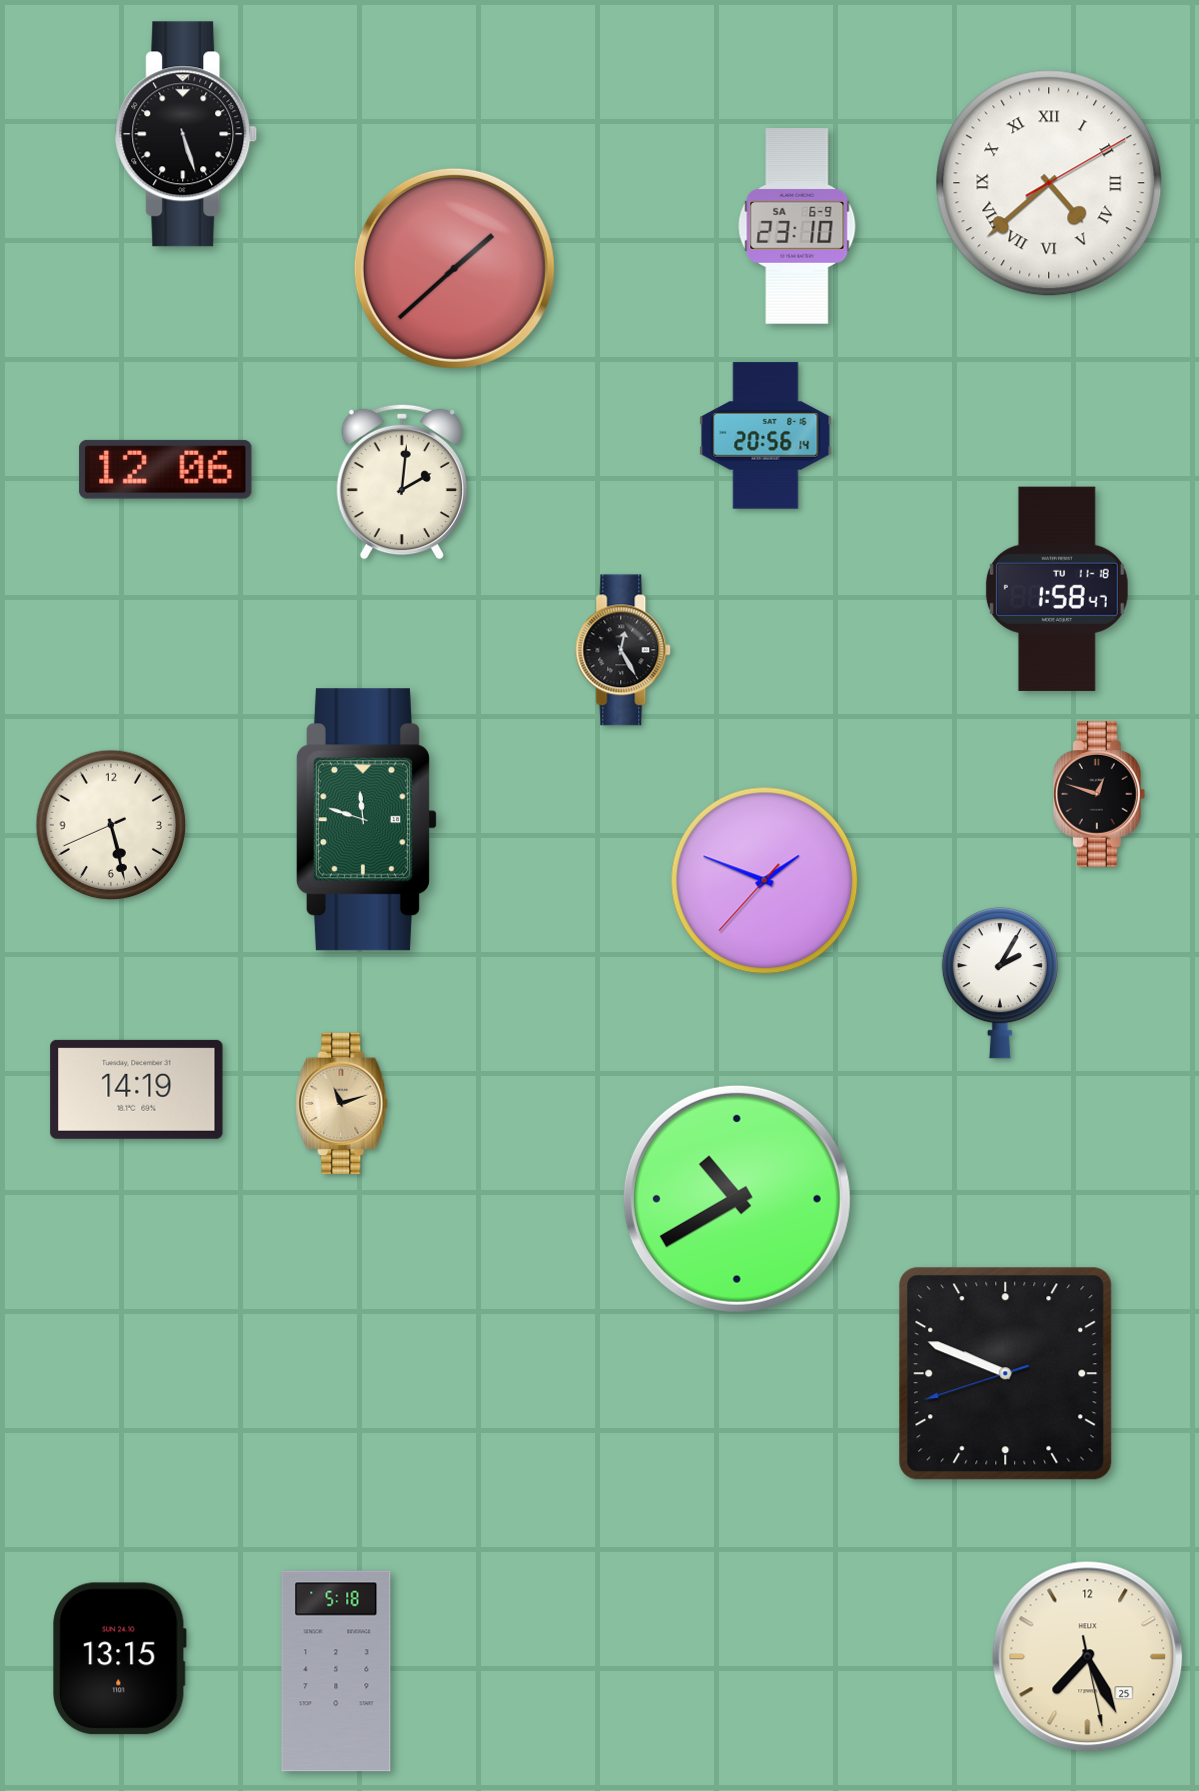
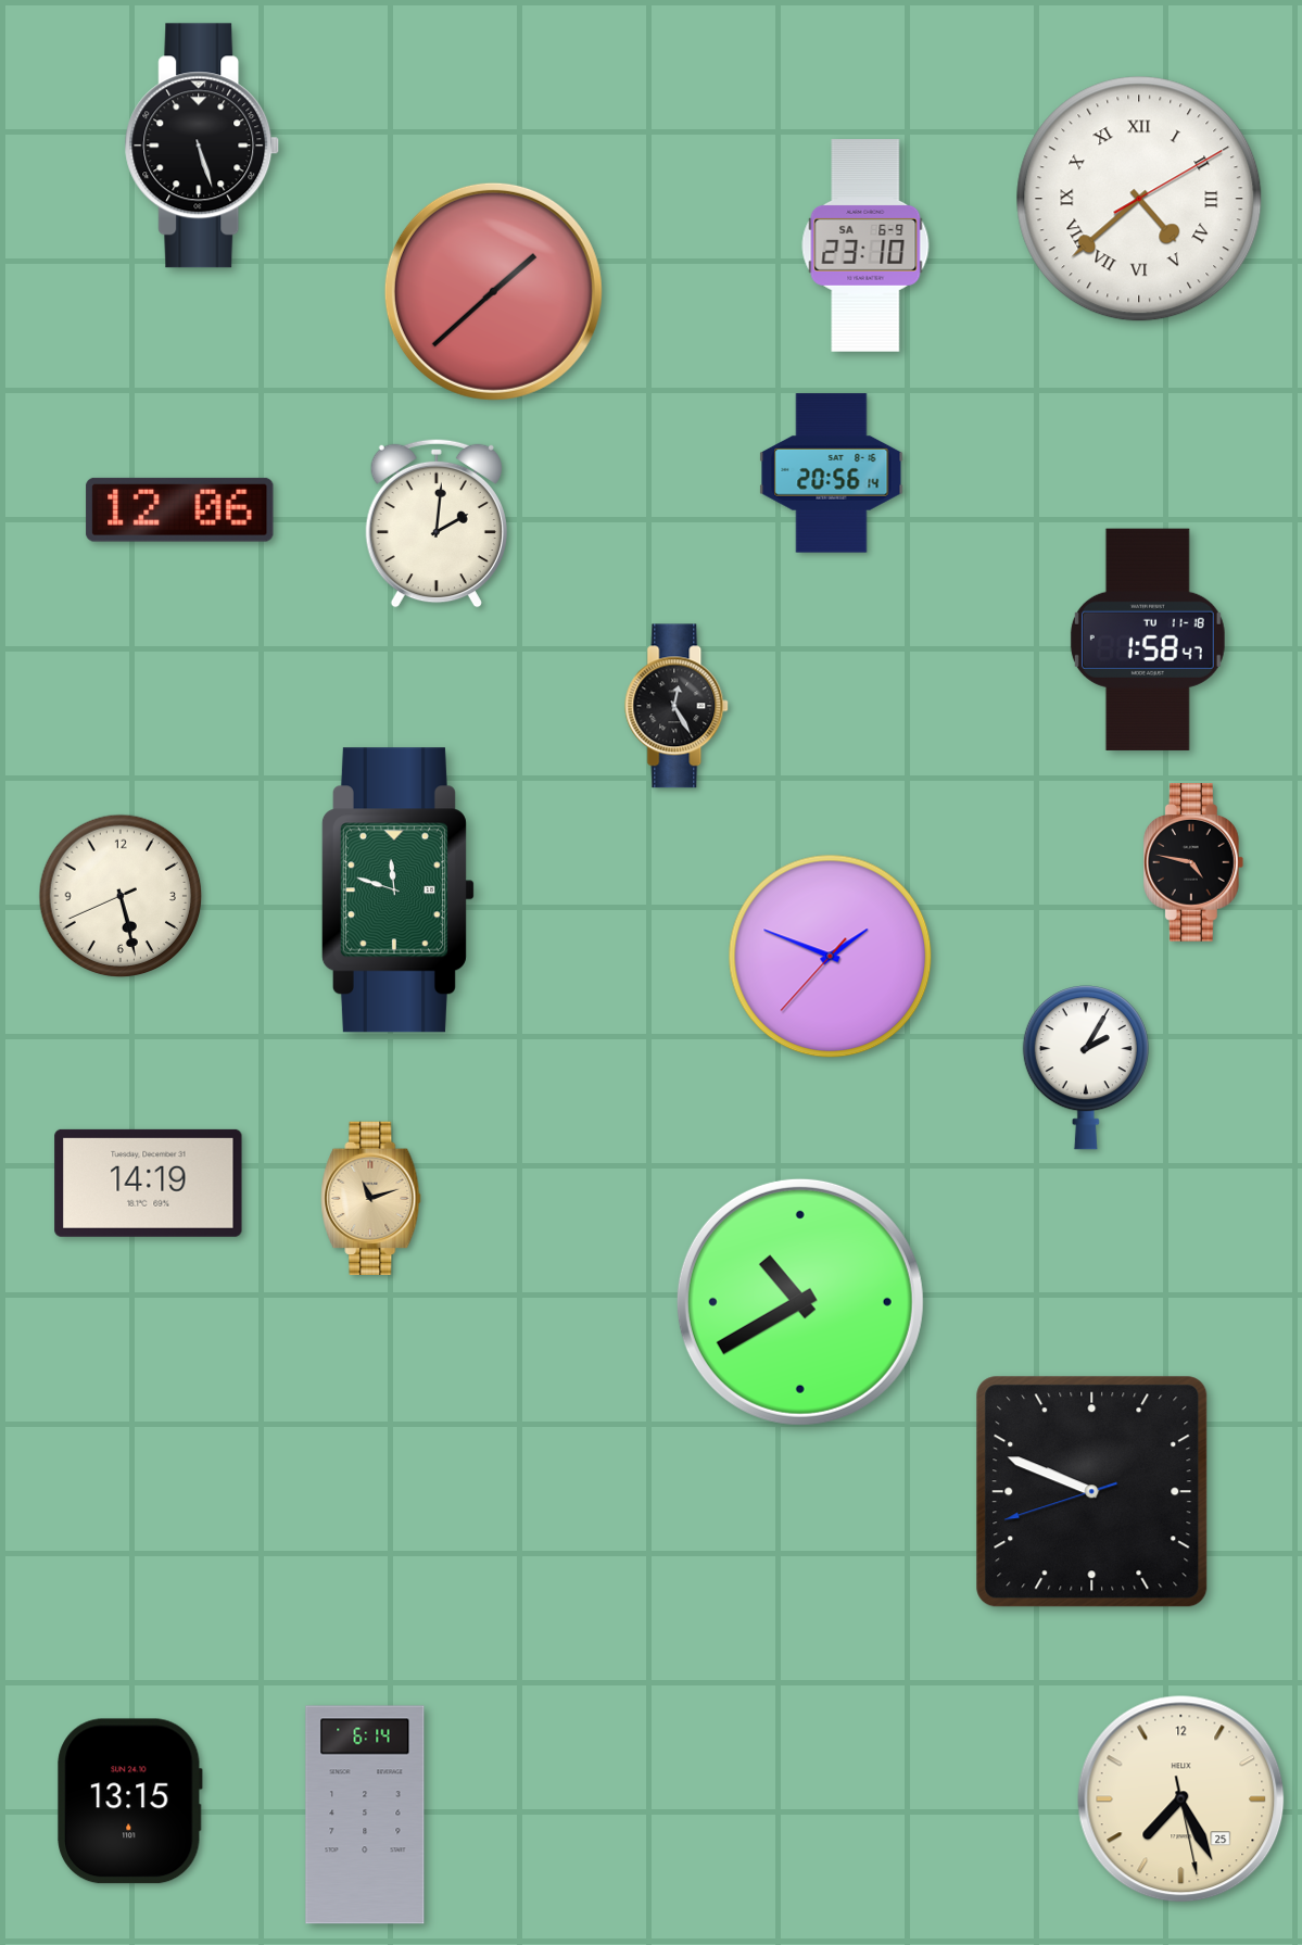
clock at (1099, 794): 12:48 -> 4:47
clock at (336, 1671): 5:18 -> 6:14
